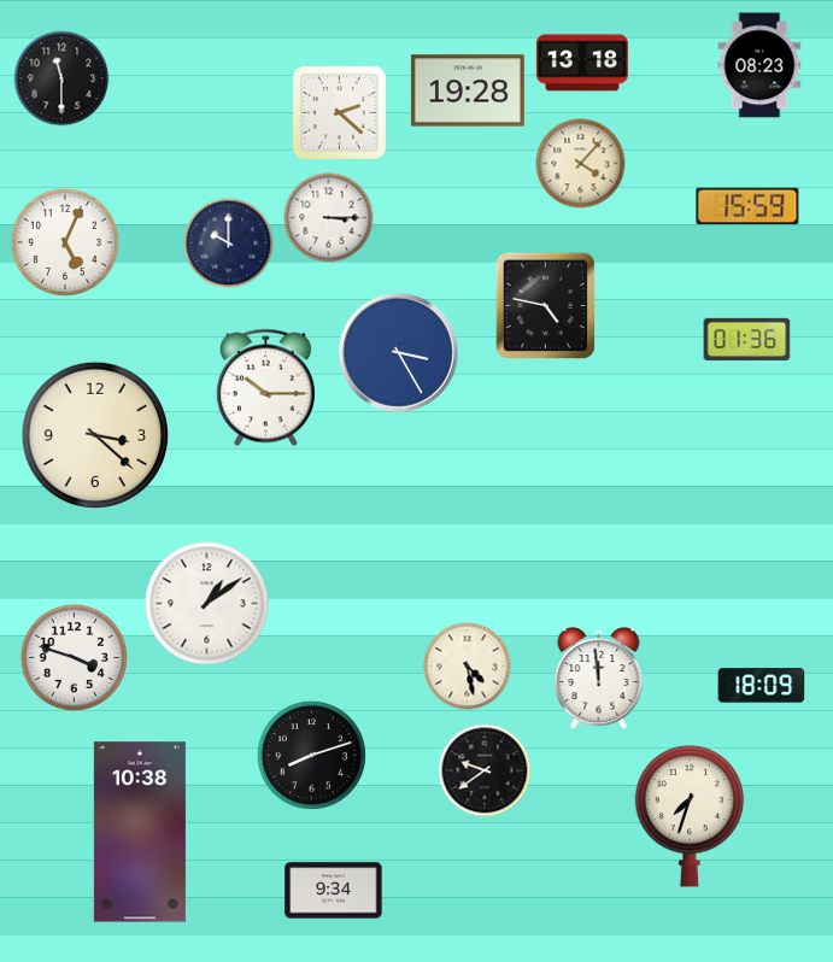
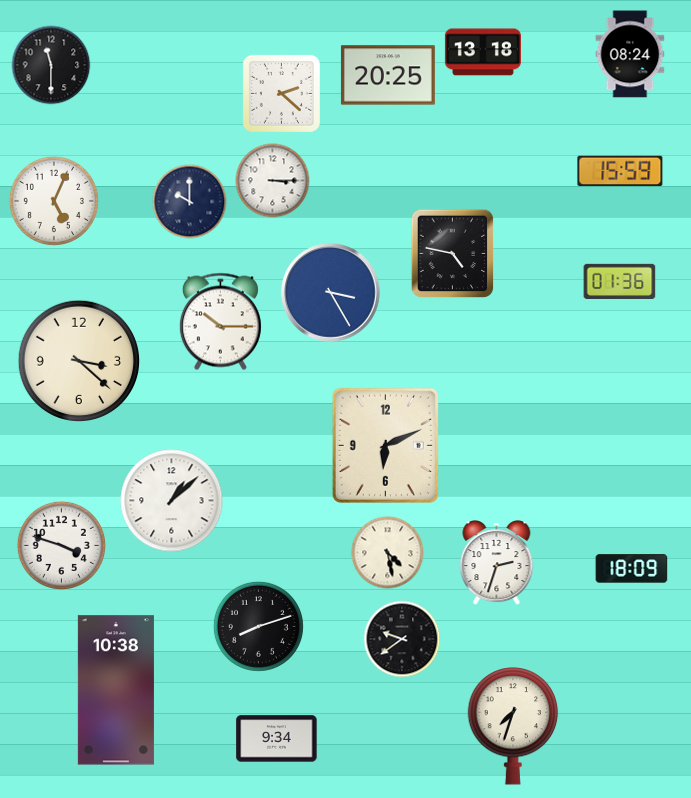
clock at (759, 65): 08:23 -> 08:24
clock at (468, 90): 19:28 -> 20:25
clock at (581, 164): 4:07 -> none
clock at (385, 445): none -> 6:11
clock at (207, 604): 1:09 -> 1:08
clock at (599, 679): 11:59 -> 2:33
clock at (690, 816) position: (690, 816) -> (513, 726)
